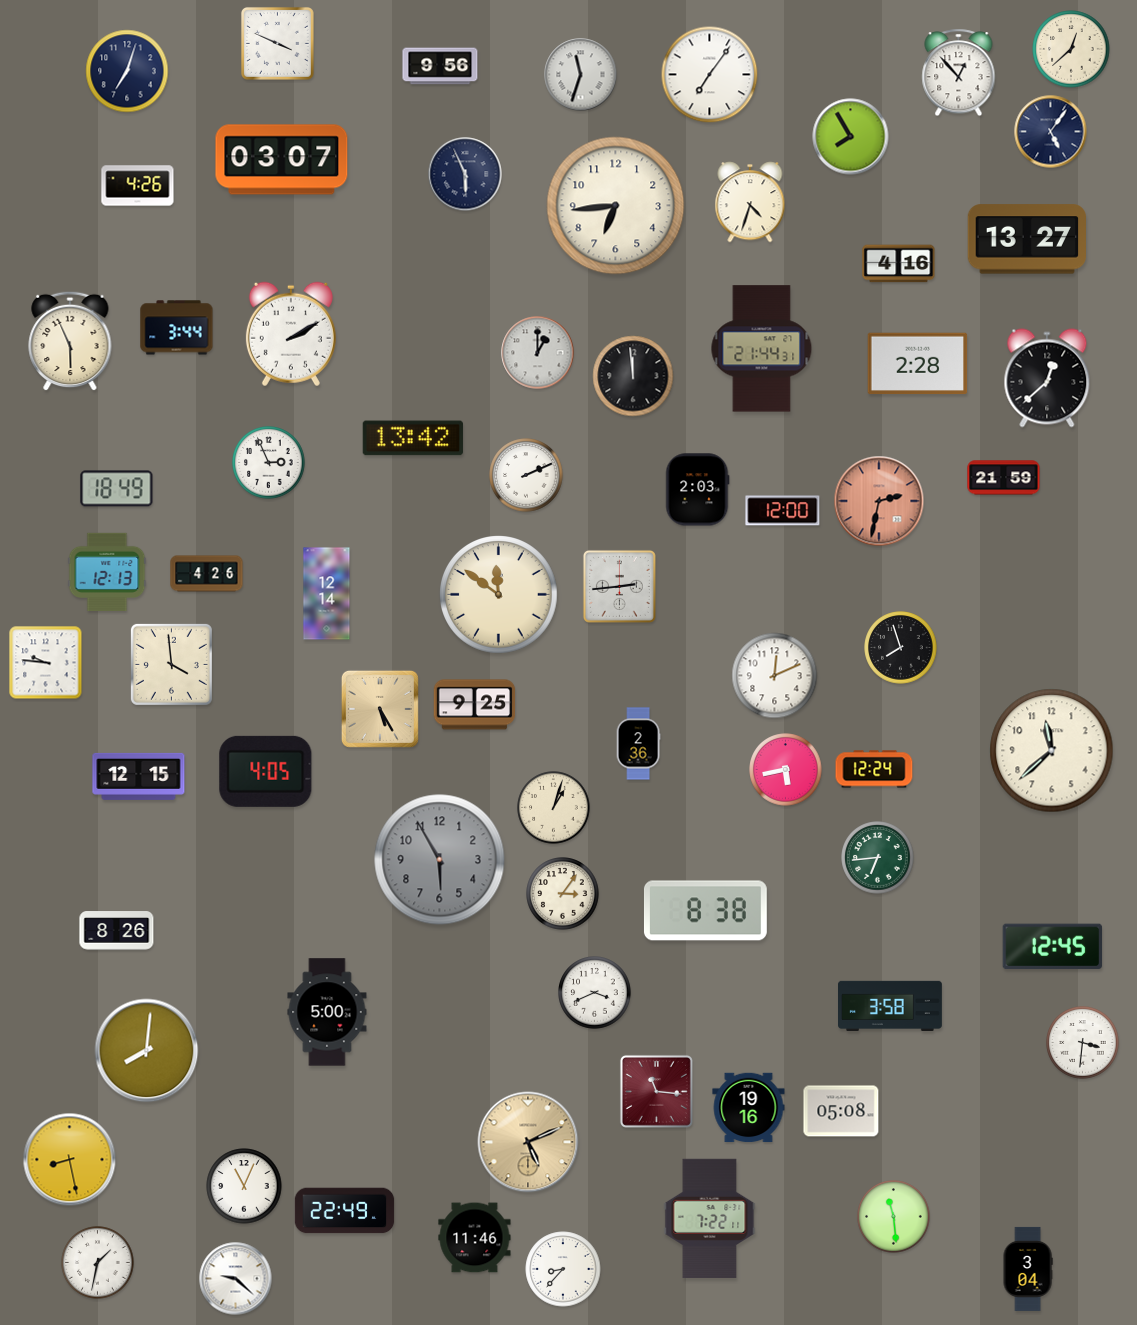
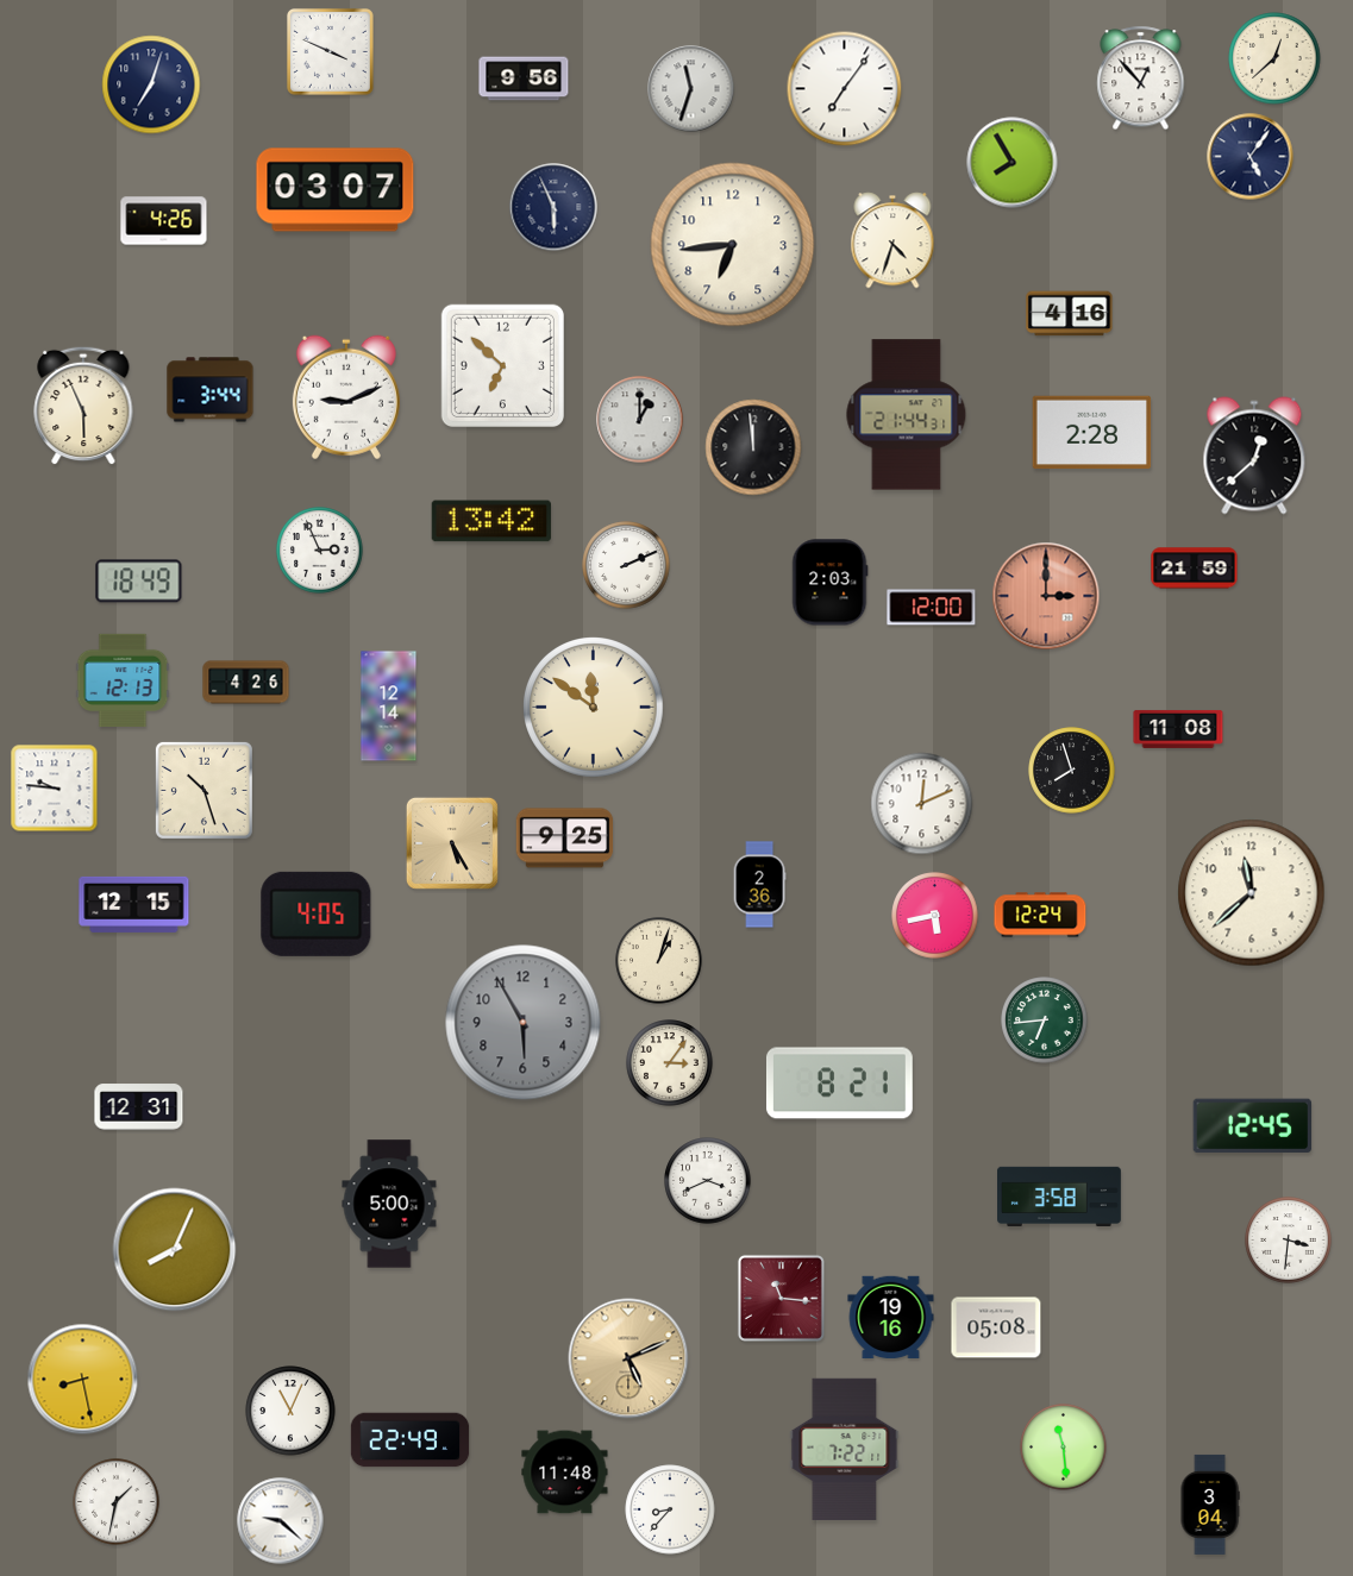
clock at (959, 73) position: (959, 73) -> (1141, 79)
clock at (1026, 239): 13:27 -> none
clock at (502, 365): none -> 6:52
clock at (291, 334): 2:10 -> 9:11
clock at (1047, 378) position: (1047, 378) -> (1254, 456)
clock at (879, 501): 2:32 -> 3:00
clock at (107, 571) position: (107, 571) -> (123, 679)
clock at (619, 586): 2:44 -> none
clock at (1178, 729): none -> 11:08
clock at (171, 664): 3:59 -> 10:27
clock at (266, 771) position: (266, 771) -> (317, 913)
clock at (139, 776) position: (139, 776) -> (134, 904)
clock at (705, 911): 8:38 -> 8:21
clock at (117, 931): 8:26 -> 12:31
clock at (147, 1051): 8:01 -> 8:04
clock at (841, 1111) position: (841, 1111) -> (996, 1327)
clock at (475, 1238): 11:46 -> 11:48
clock at (1028, 1269) position: (1028, 1269) -> (1210, 1505)
